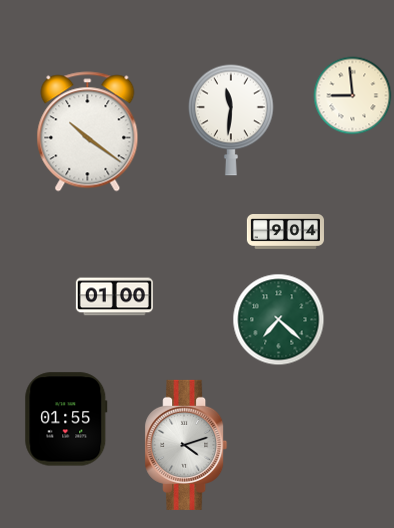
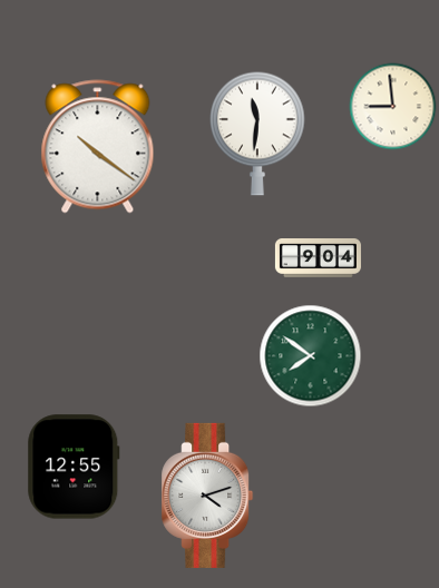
clock at (114, 297): 01:00 -> none
clock at (278, 319): 7:22 -> 7:51
clock at (66, 419): 01:55 -> 12:55
